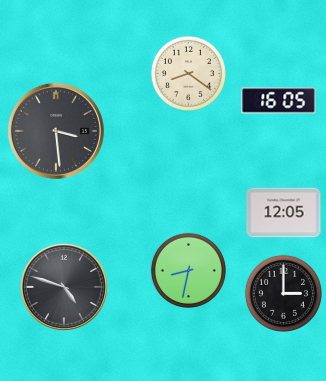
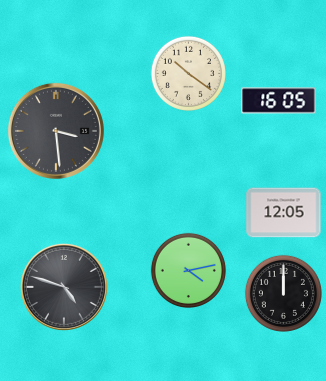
clock at (188, 73): 8:21 -> 10:21
clock at (188, 270): 8:32 -> 4:13
clock at (283, 293): 3:00 -> 12:00
